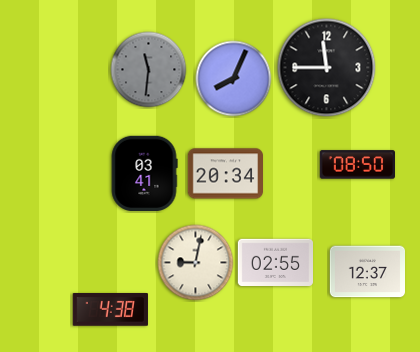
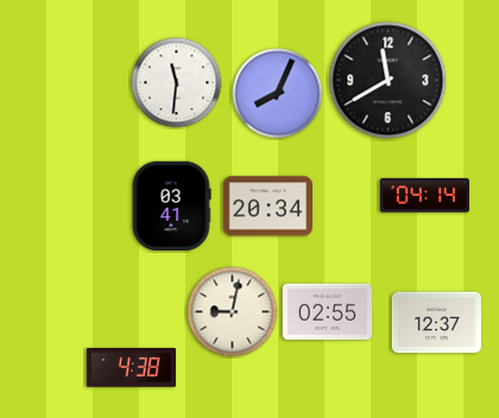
clock at (327, 68): 11:45 -> 11:40
clock at (149, 70) dial: grey -> white
clock at (357, 165): 08:50 -> 04:14
